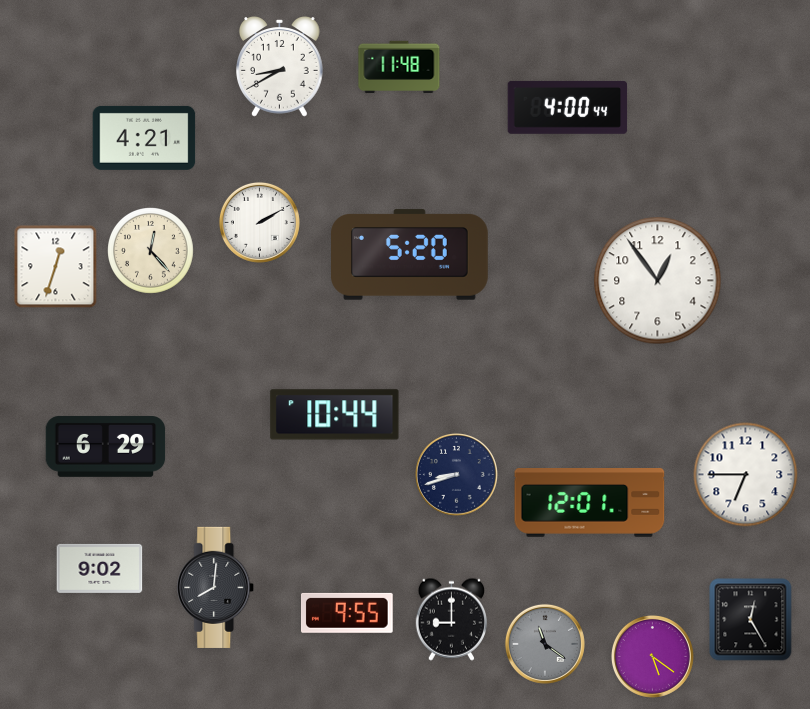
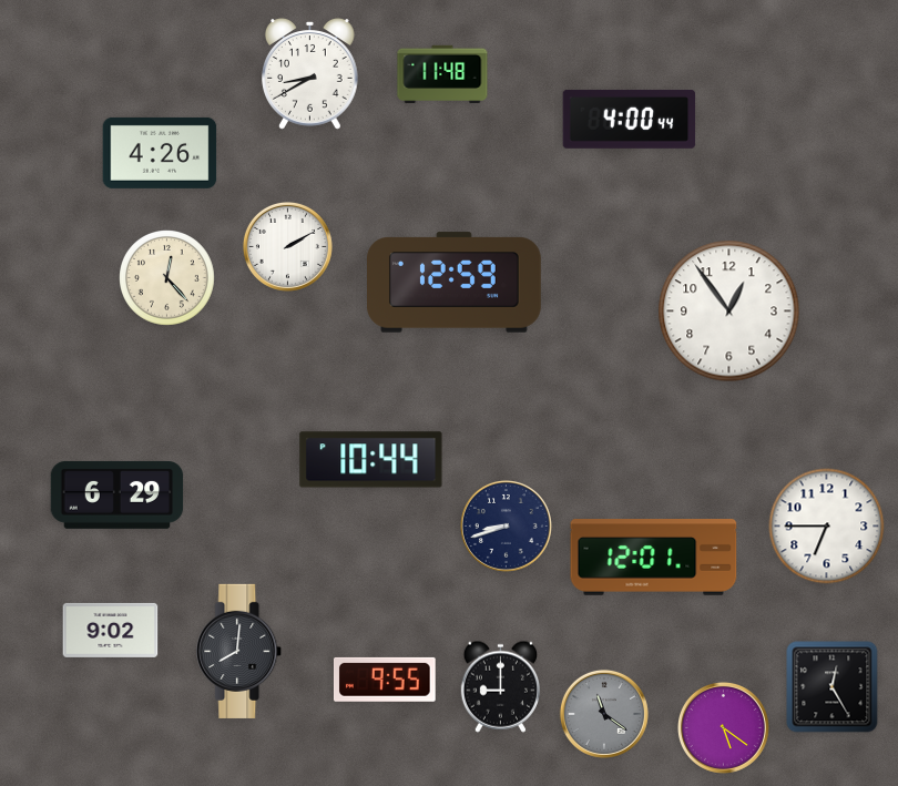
clock at (144, 138): 4:21 -> 4:26
clock at (410, 255): 5:20 -> 12:59
clock at (56, 267): 12:33 -> none
